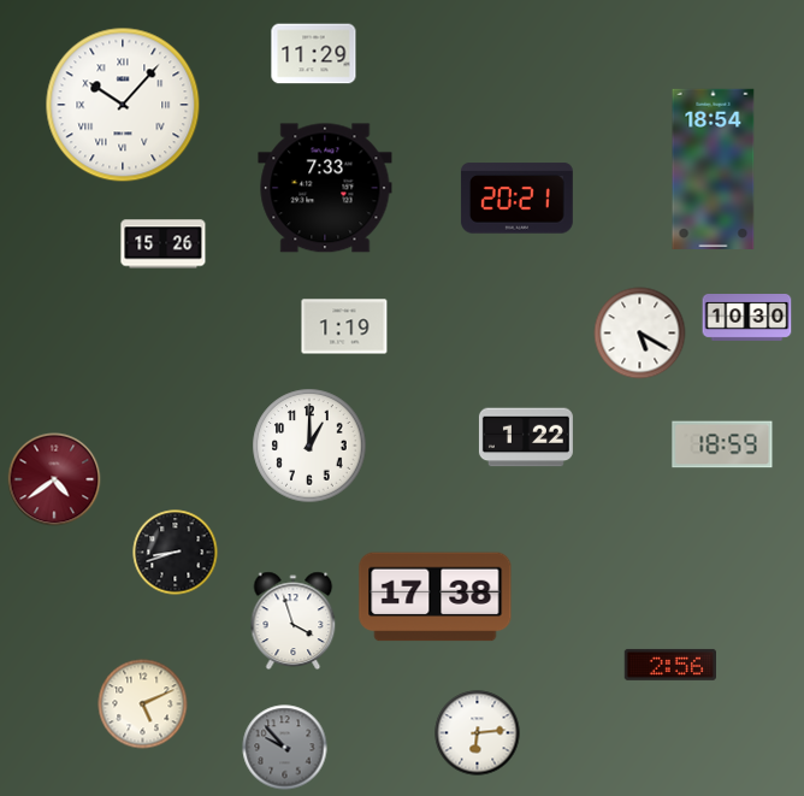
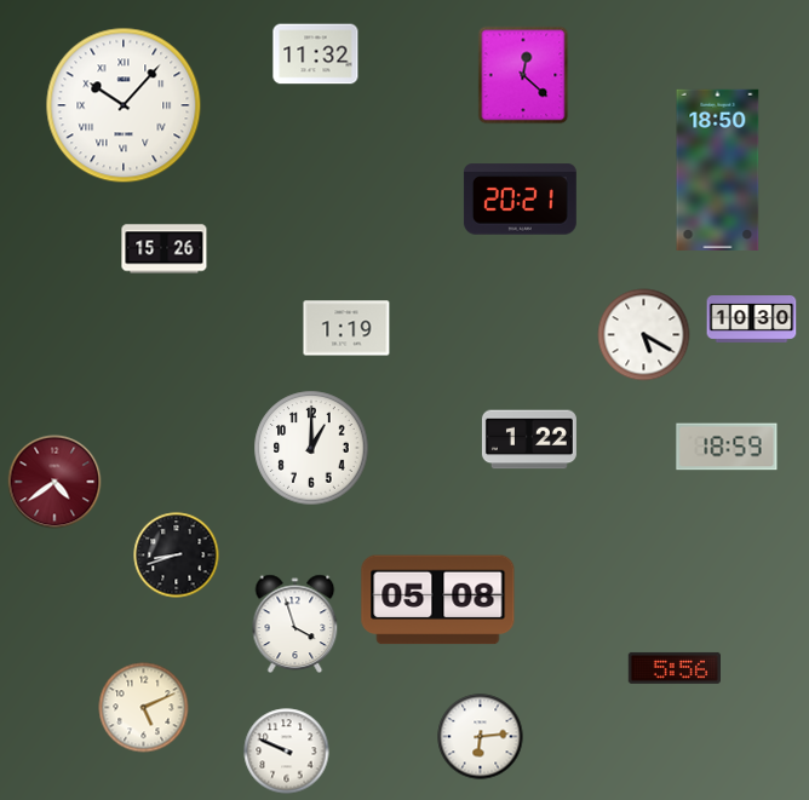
clock at (314, 54): 11:29 -> 11:32
clock at (523, 75): none -> 12:22
clock at (714, 169): 18:54 -> 18:50
clock at (325, 188): 7:33 -> none
clock at (164, 244) position: (164, 244) -> (165, 249)
clock at (436, 597): 17:38 -> 05:08
clock at (669, 665): 2:56 -> 5:56
clock at (285, 748): 9:53 -> 9:49
clock at (285, 748) dial: grey -> white
